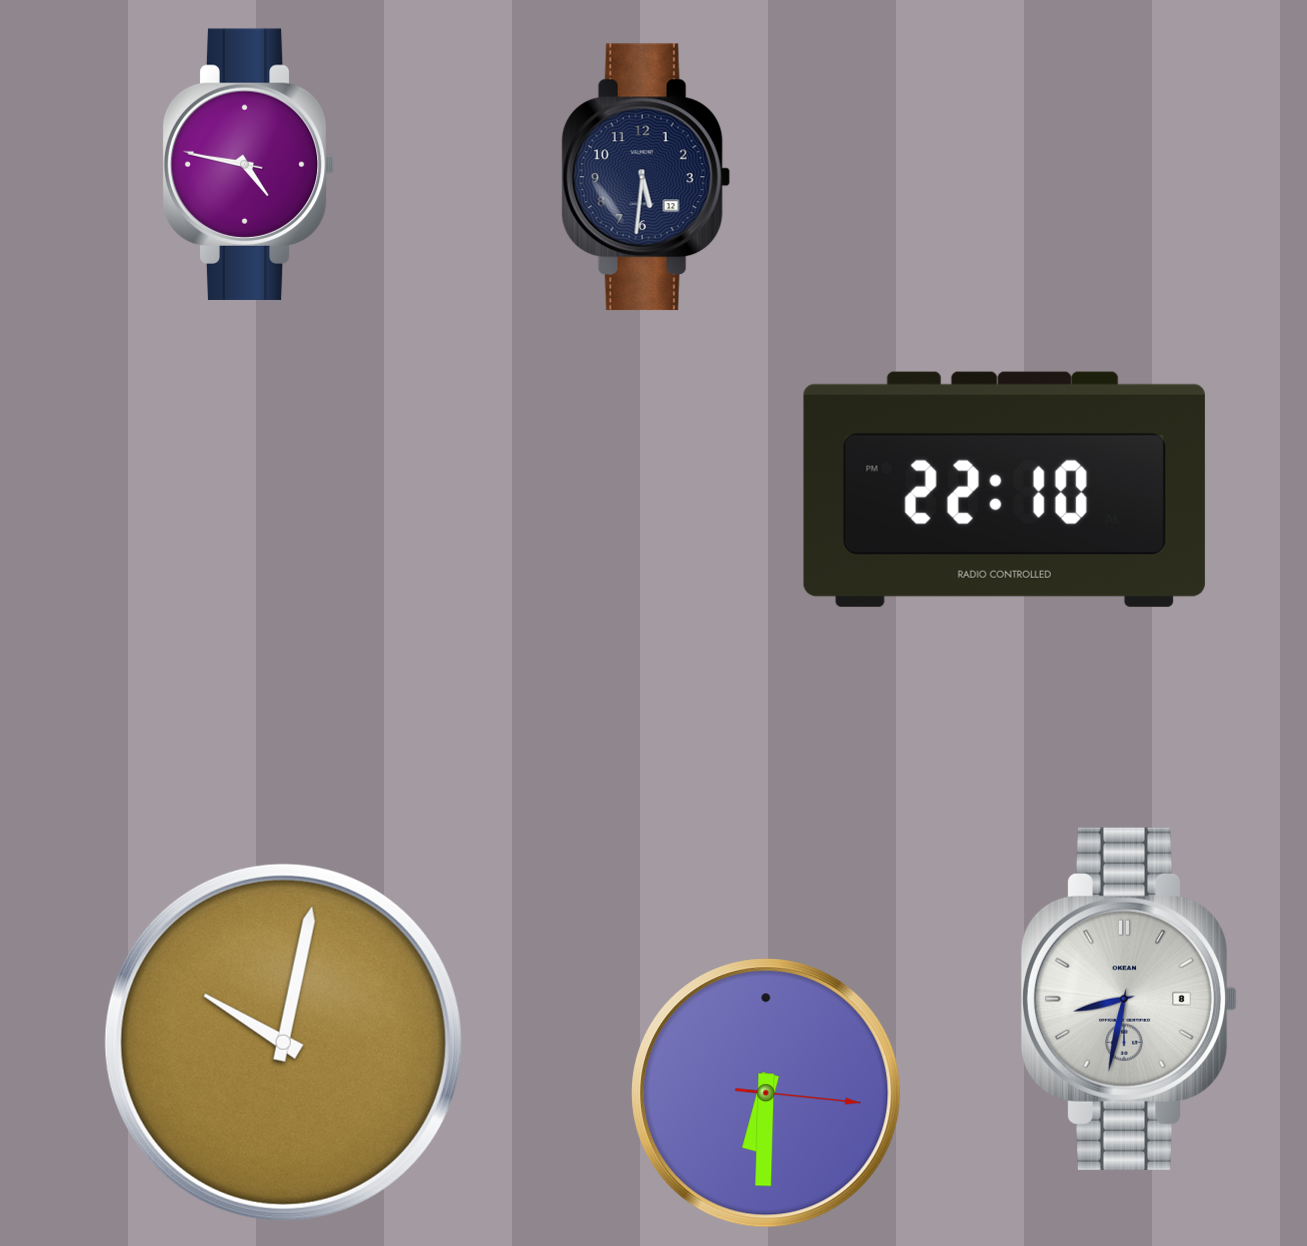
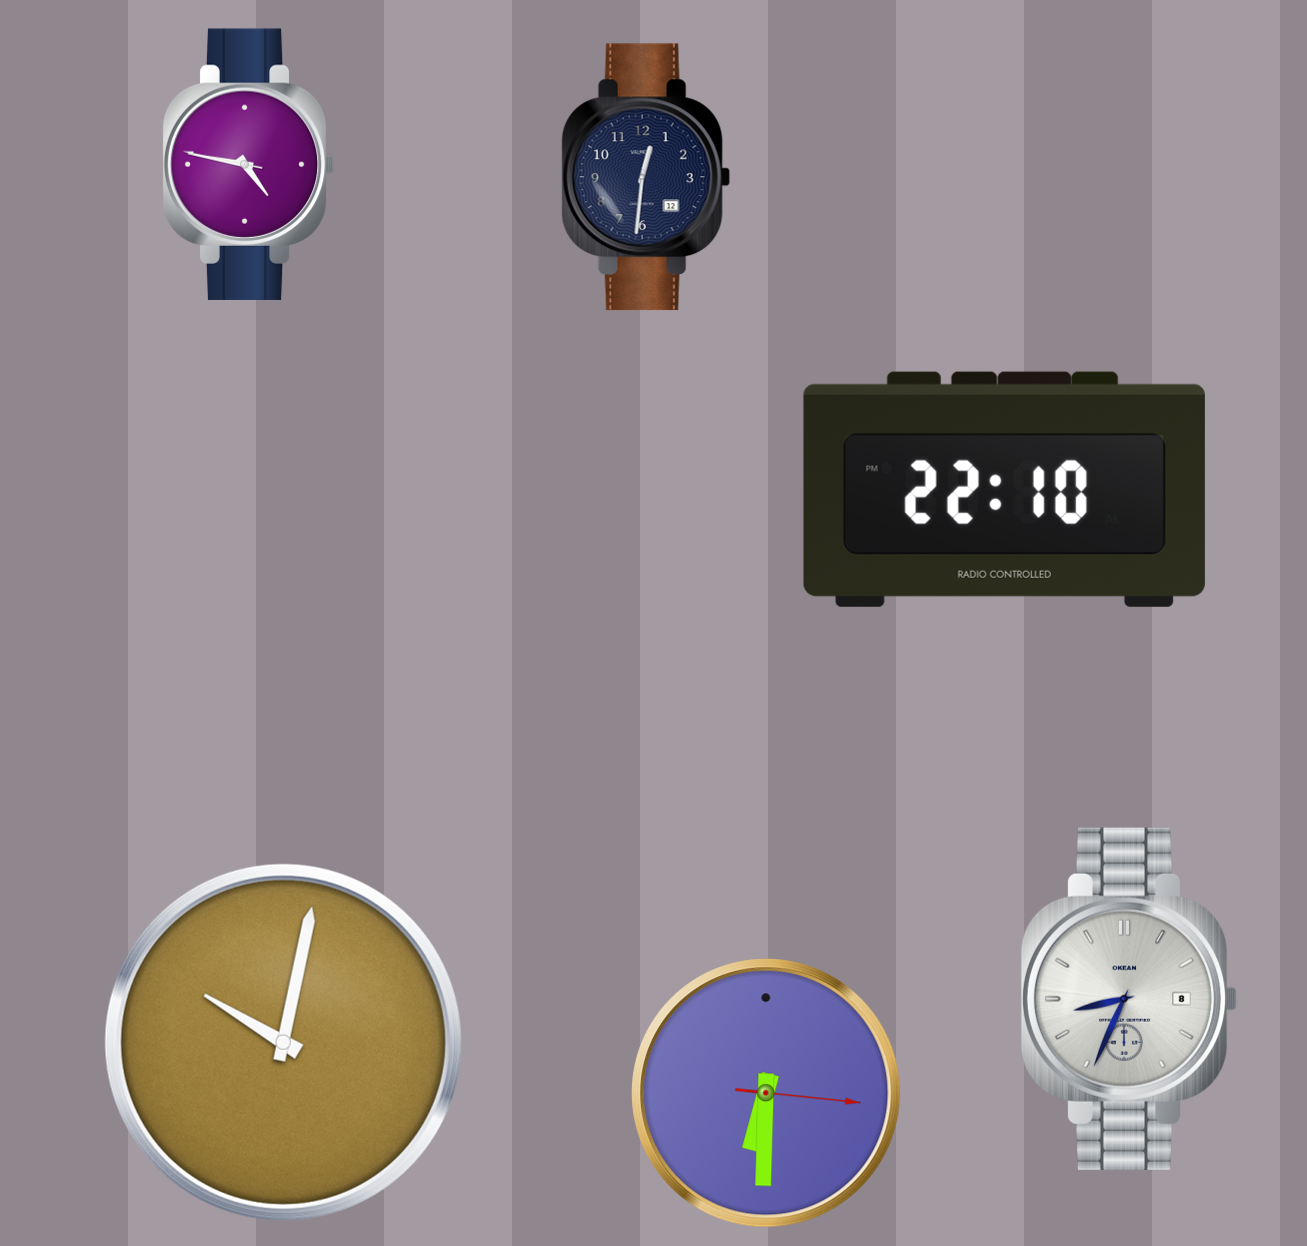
clock at (646, 177): 5:31 -> 12:31
clock at (1129, 999): 8:32 -> 8:34
